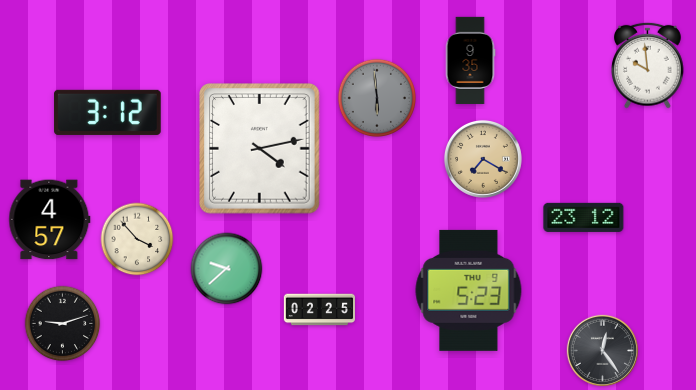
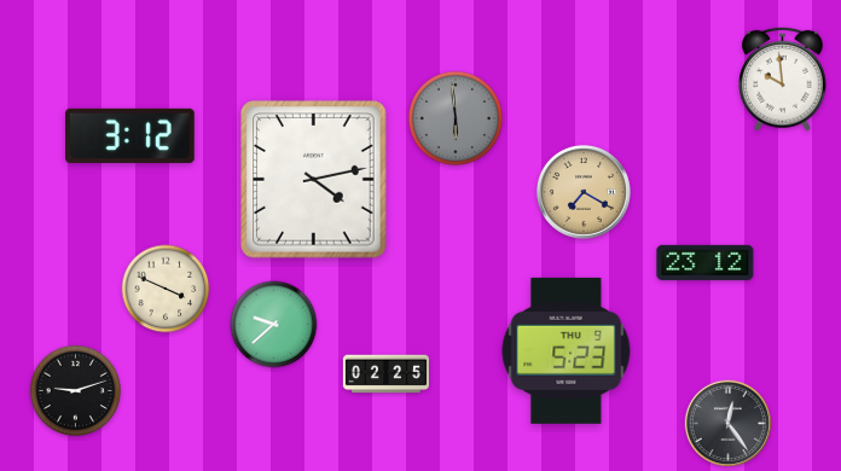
clock at (470, 60): 9:35 -> none
clock at (50, 220): 4:57 -> none
clock at (137, 239): 3:53 -> 3:49
